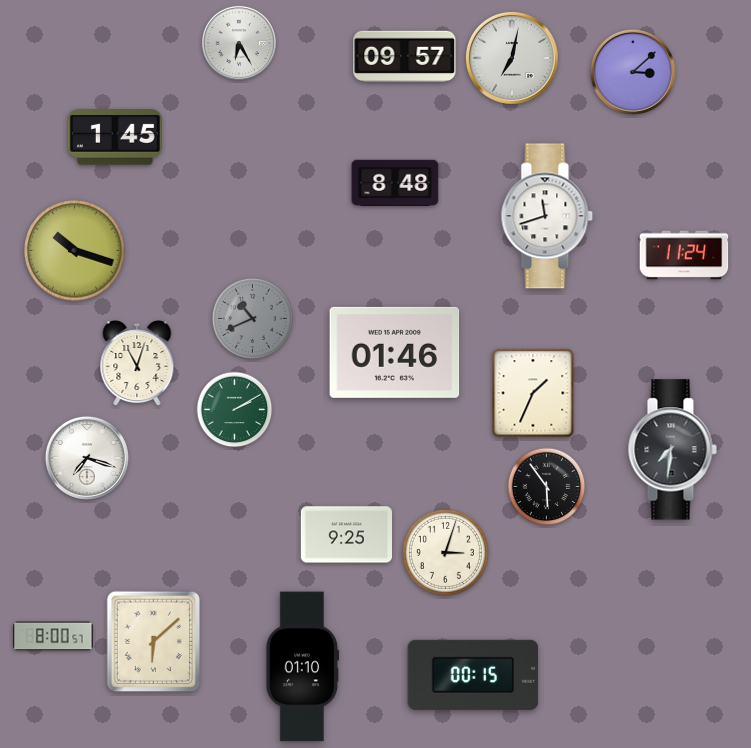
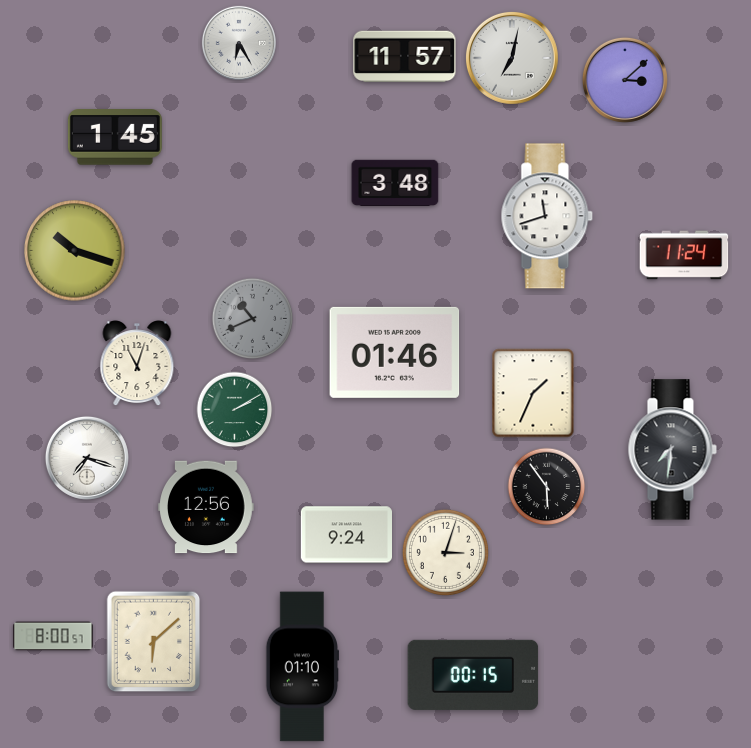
clock at (405, 57): 09:57 -> 11:57
clock at (633, 72) position: (633, 72) -> (625, 80)
clock at (395, 182): 8:48 -> 3:48
clock at (206, 507): none -> 12:56
clock at (346, 535): 9:25 -> 9:24
